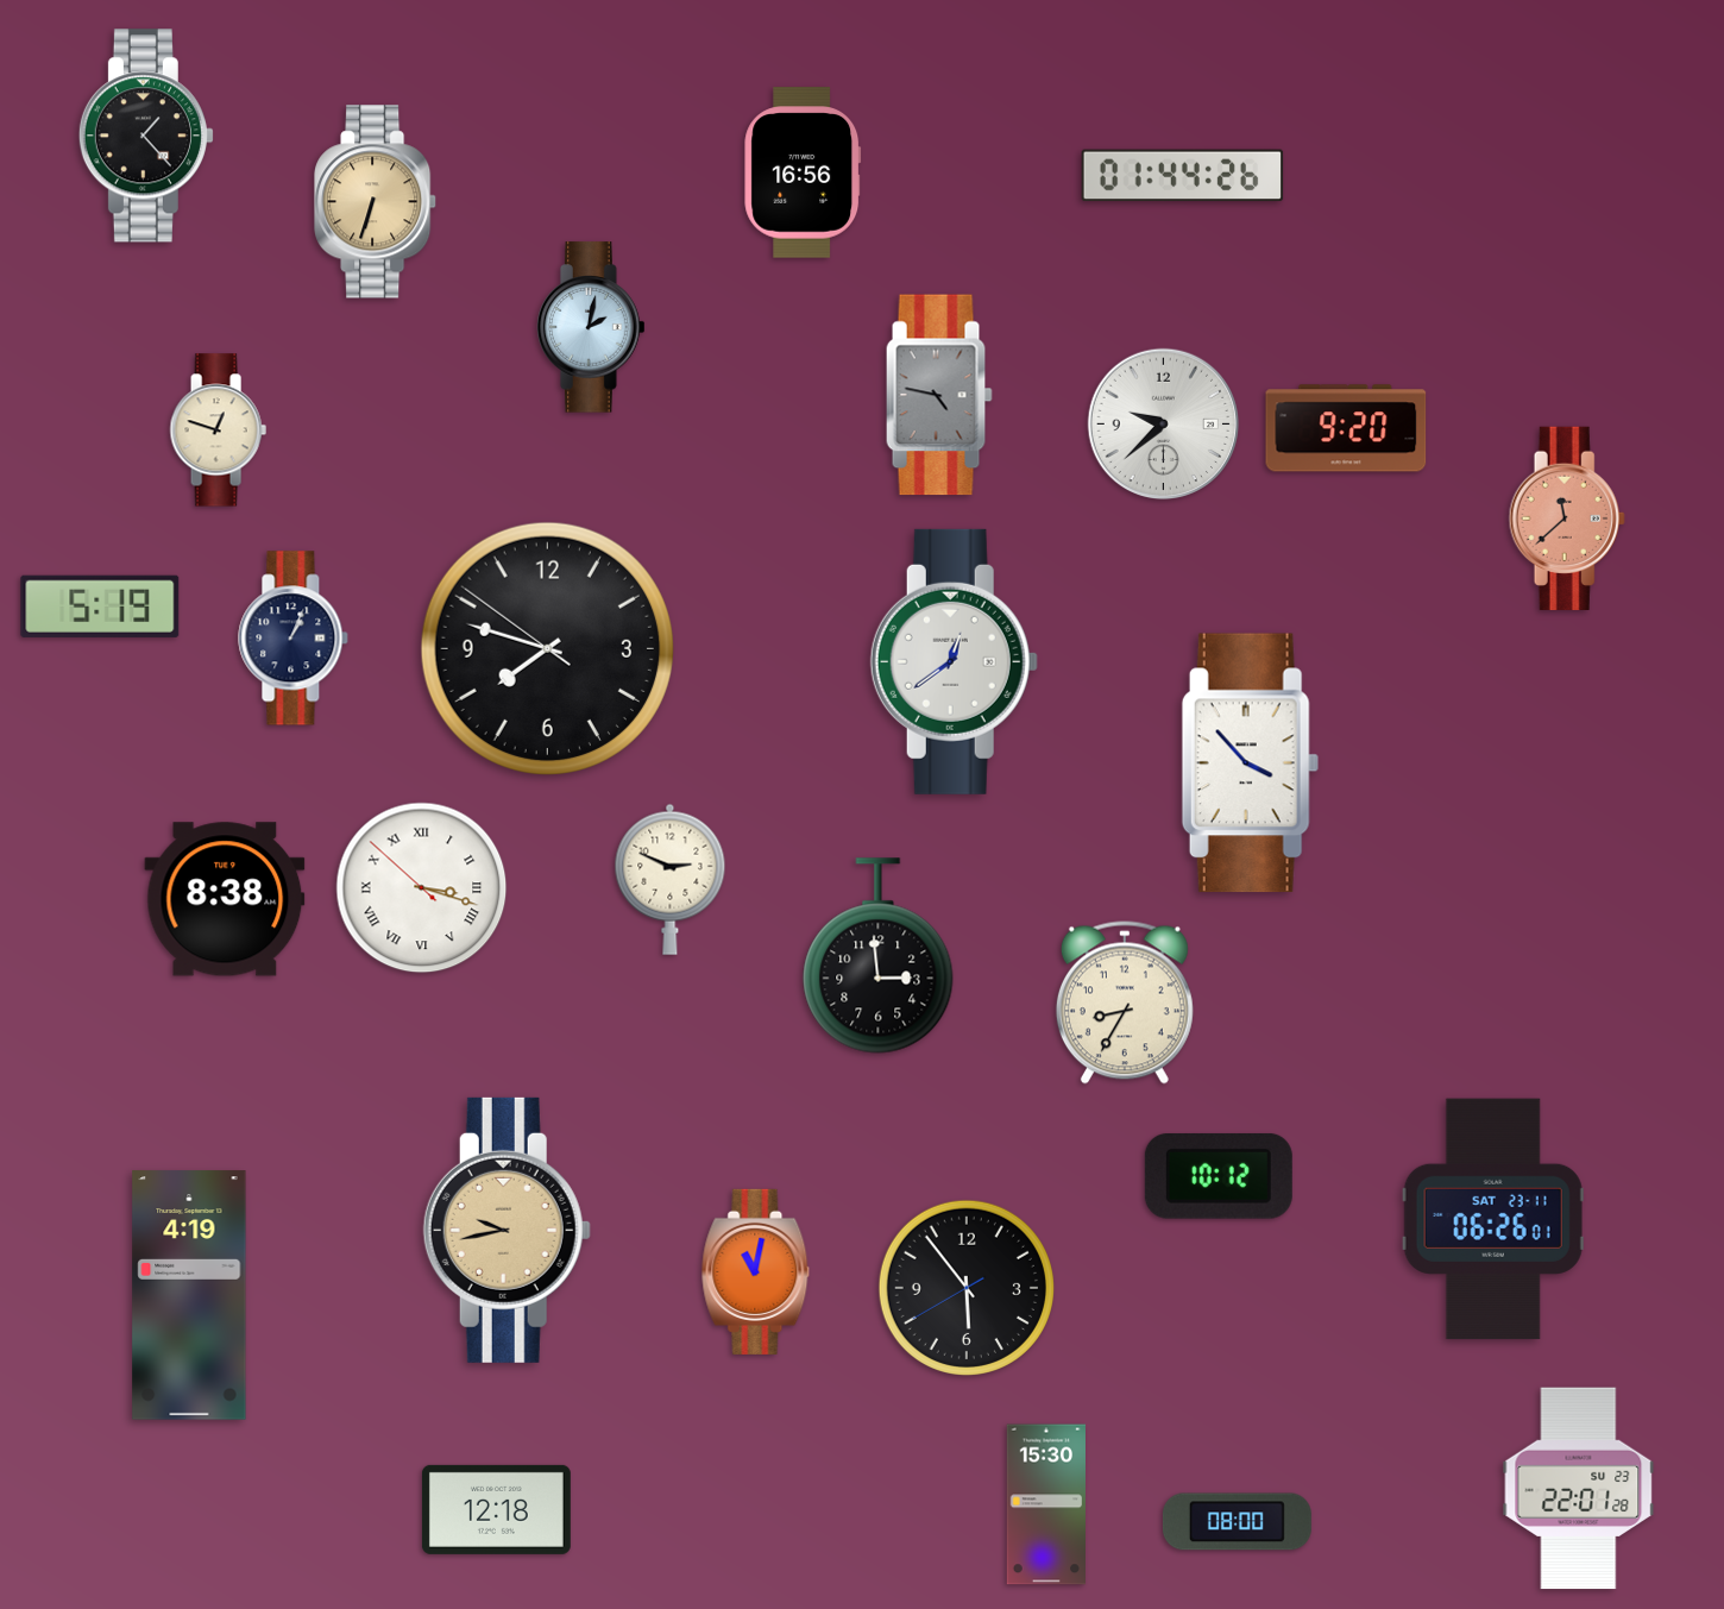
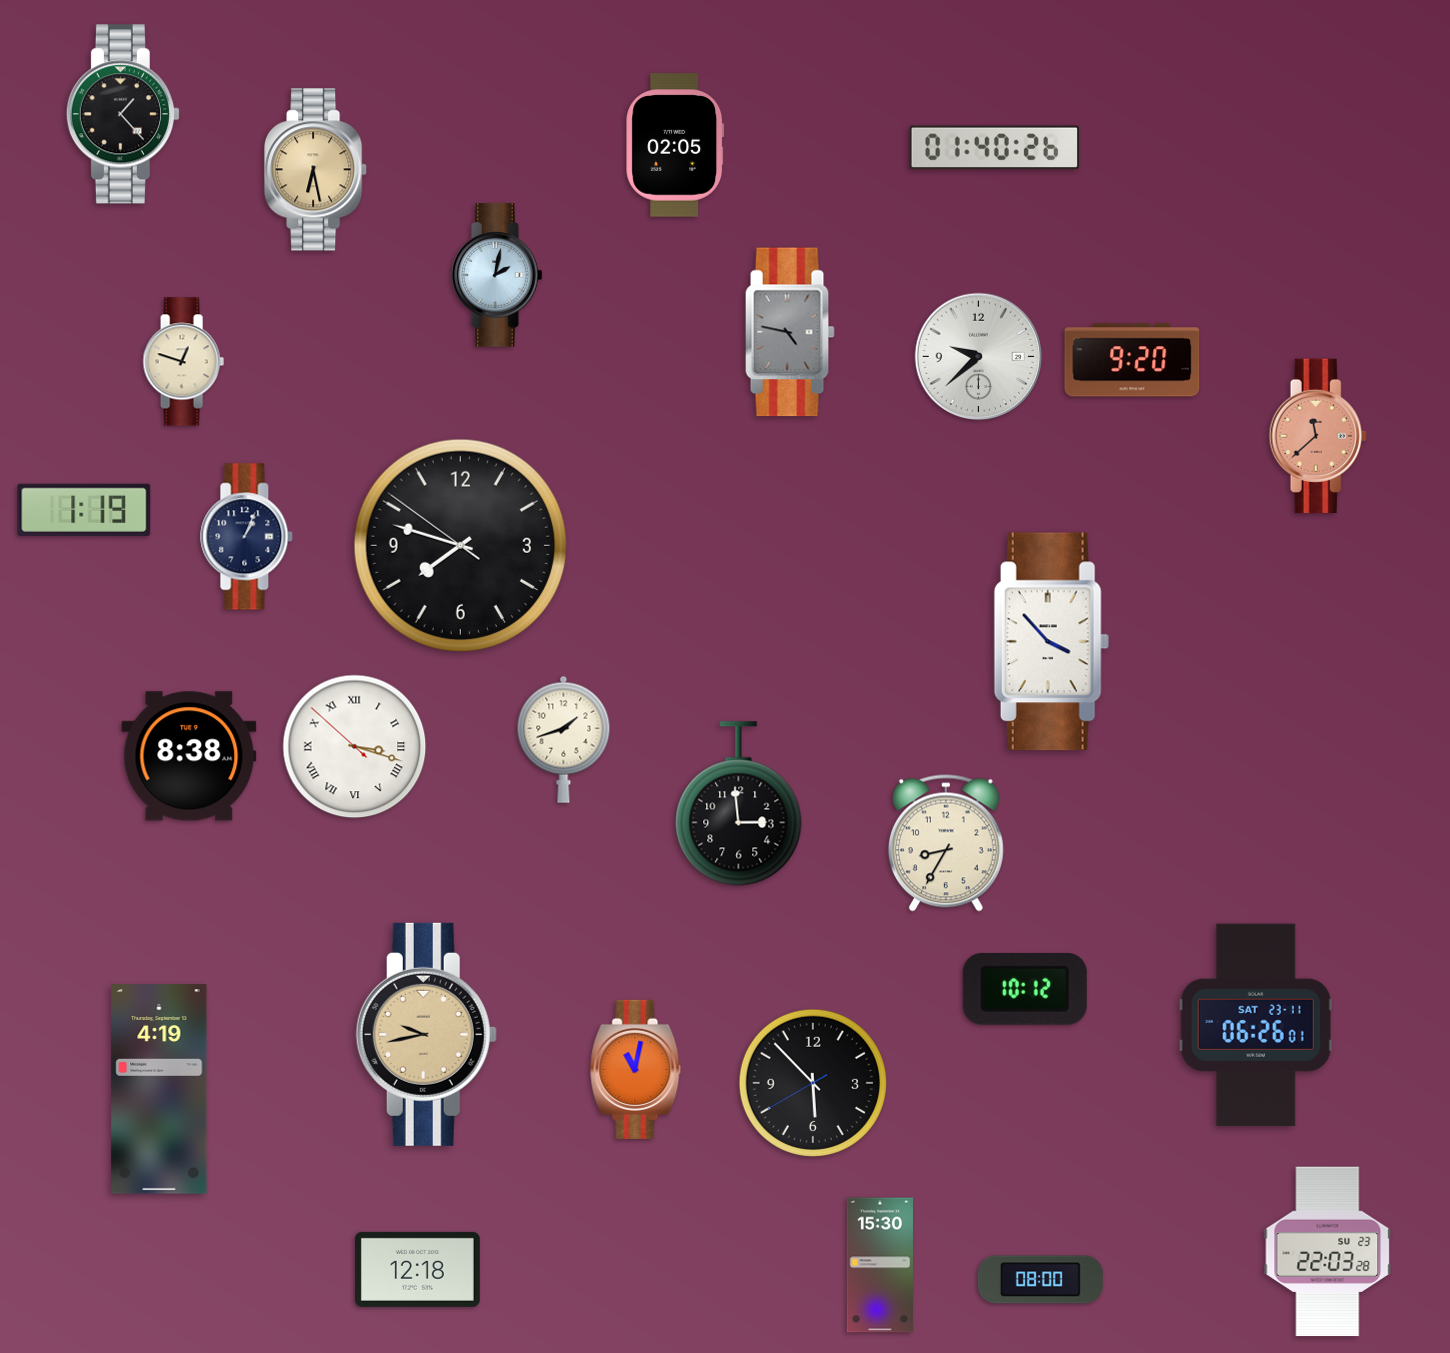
clock at (803, 172): 16:56 -> 02:05
clock at (1183, 176): 01:44 -> 01:40
clock at (376, 202): 6:33 -> 6:28
clock at (100, 606): 5:19 -> 1:19
clock at (954, 661): 12:39 -> none
clock at (671, 879): 2:49 -> 1:42
clock at (967, 1288): 5:53 -> 5:52
clock at (1579, 1489): 22:01 -> 22:03
